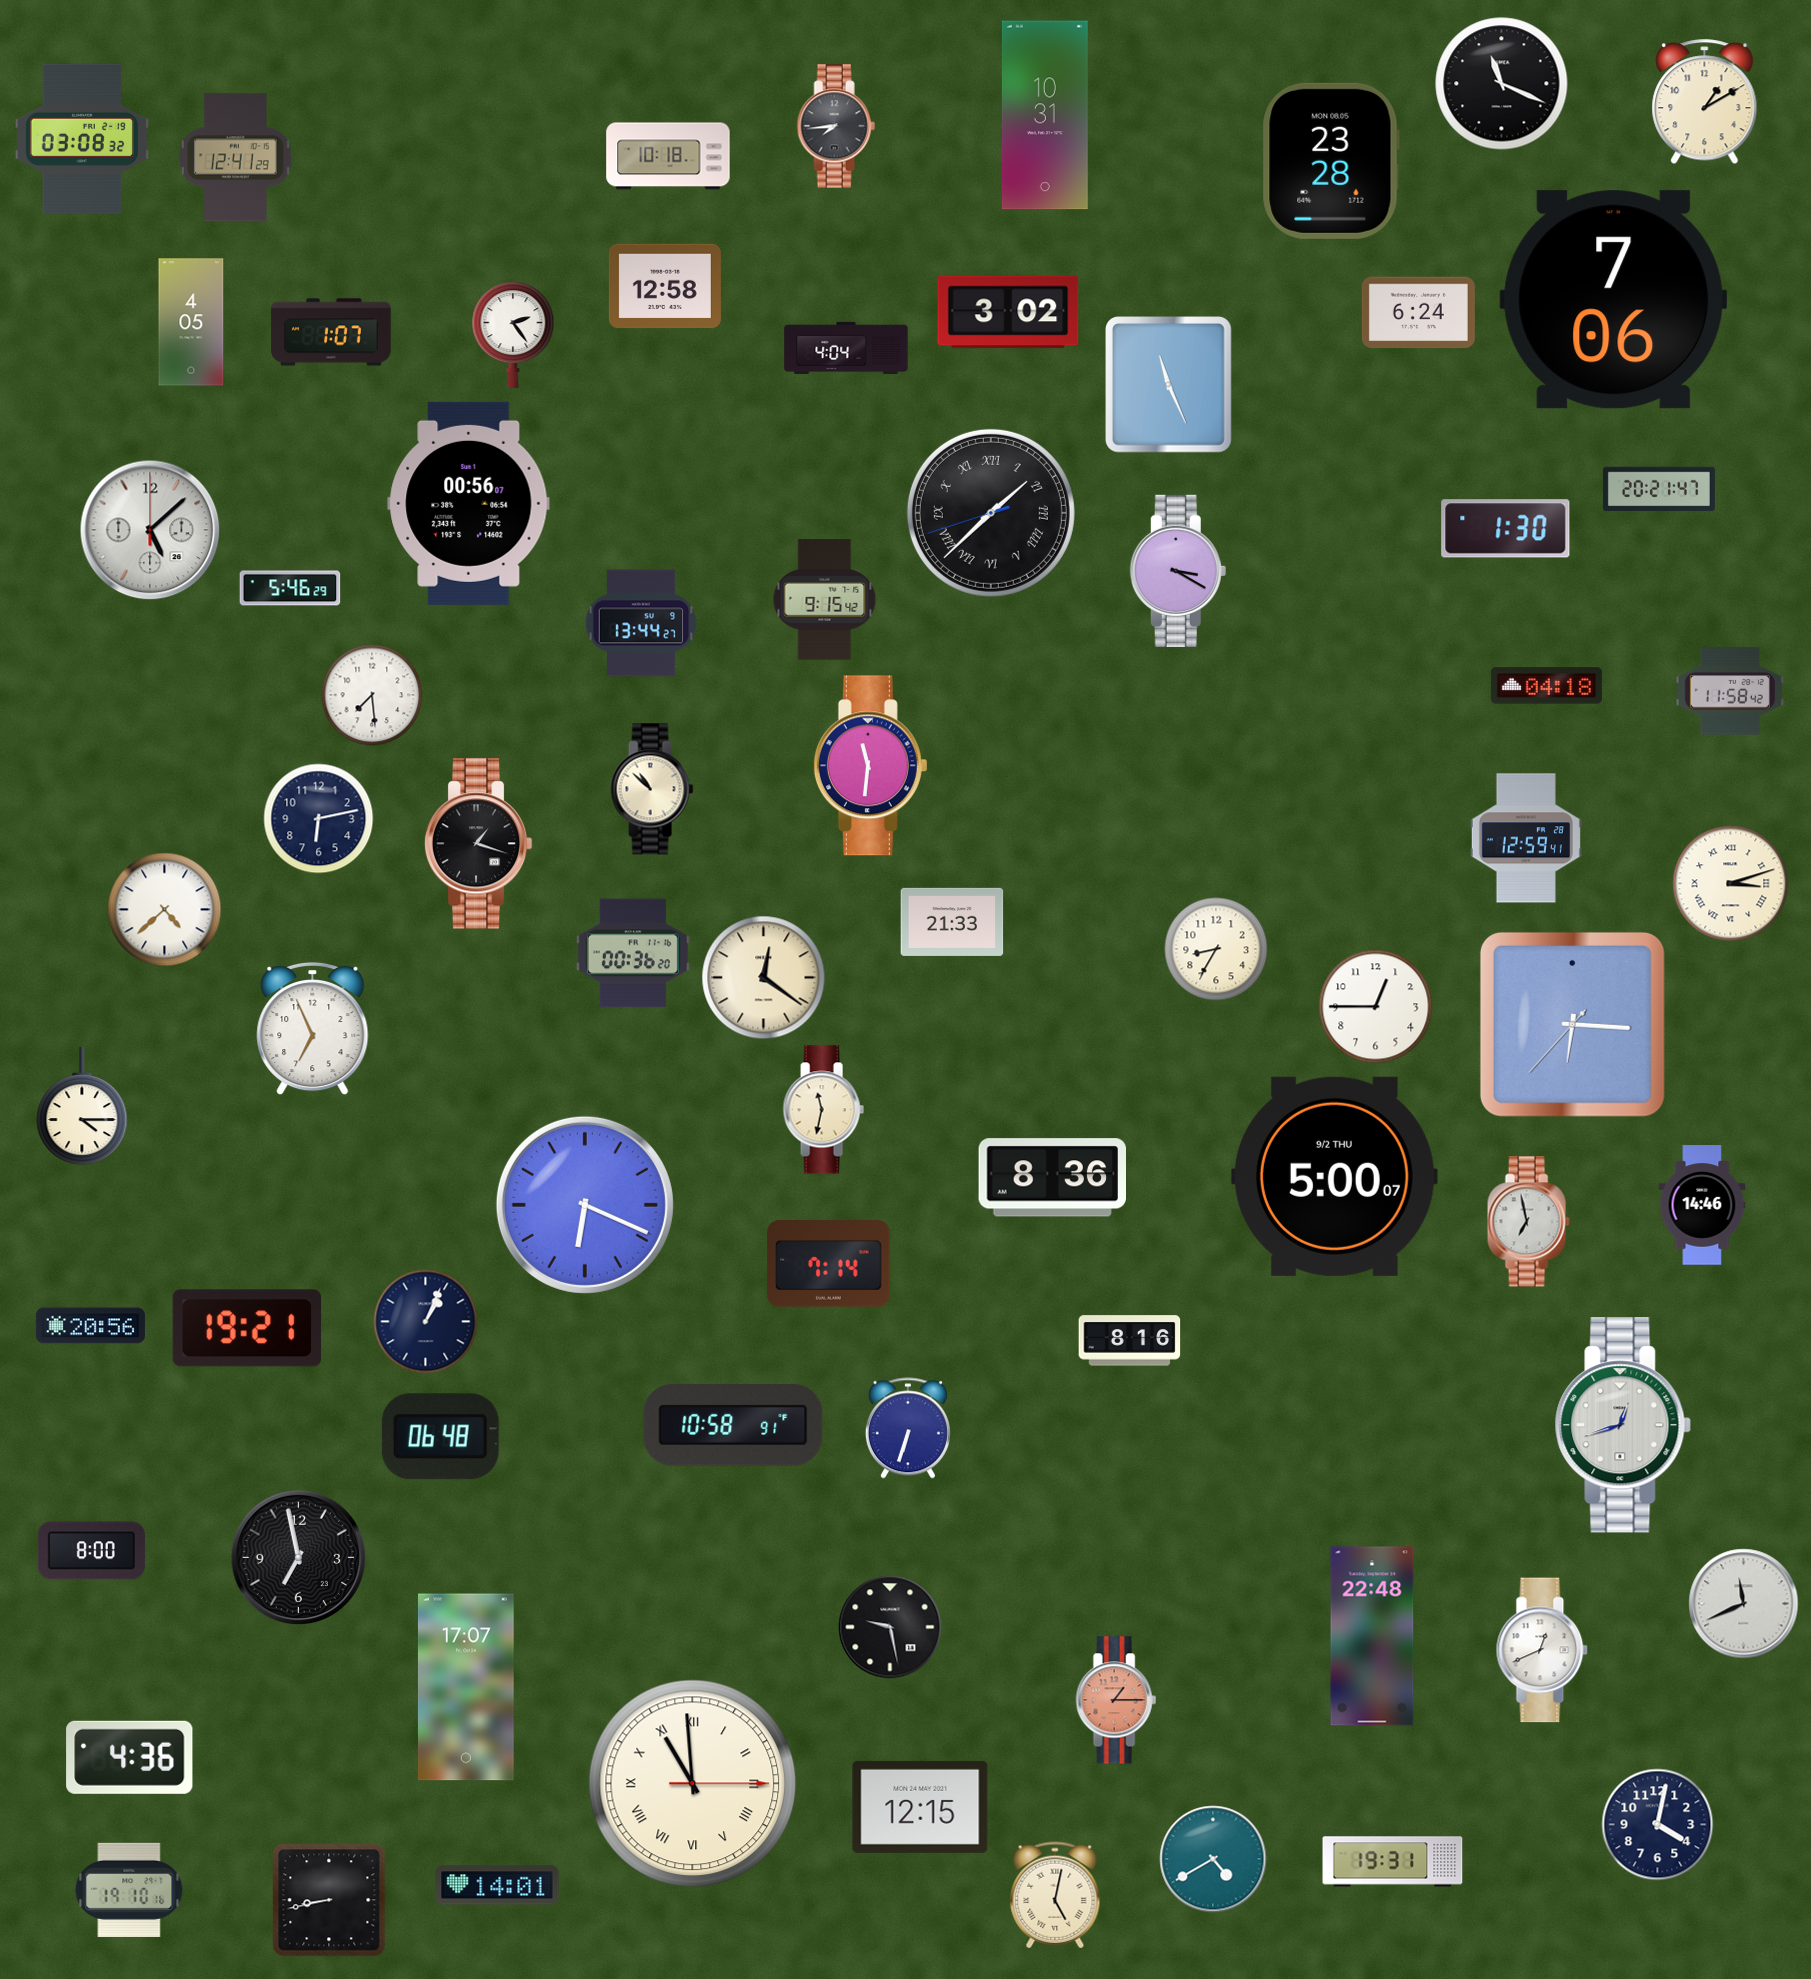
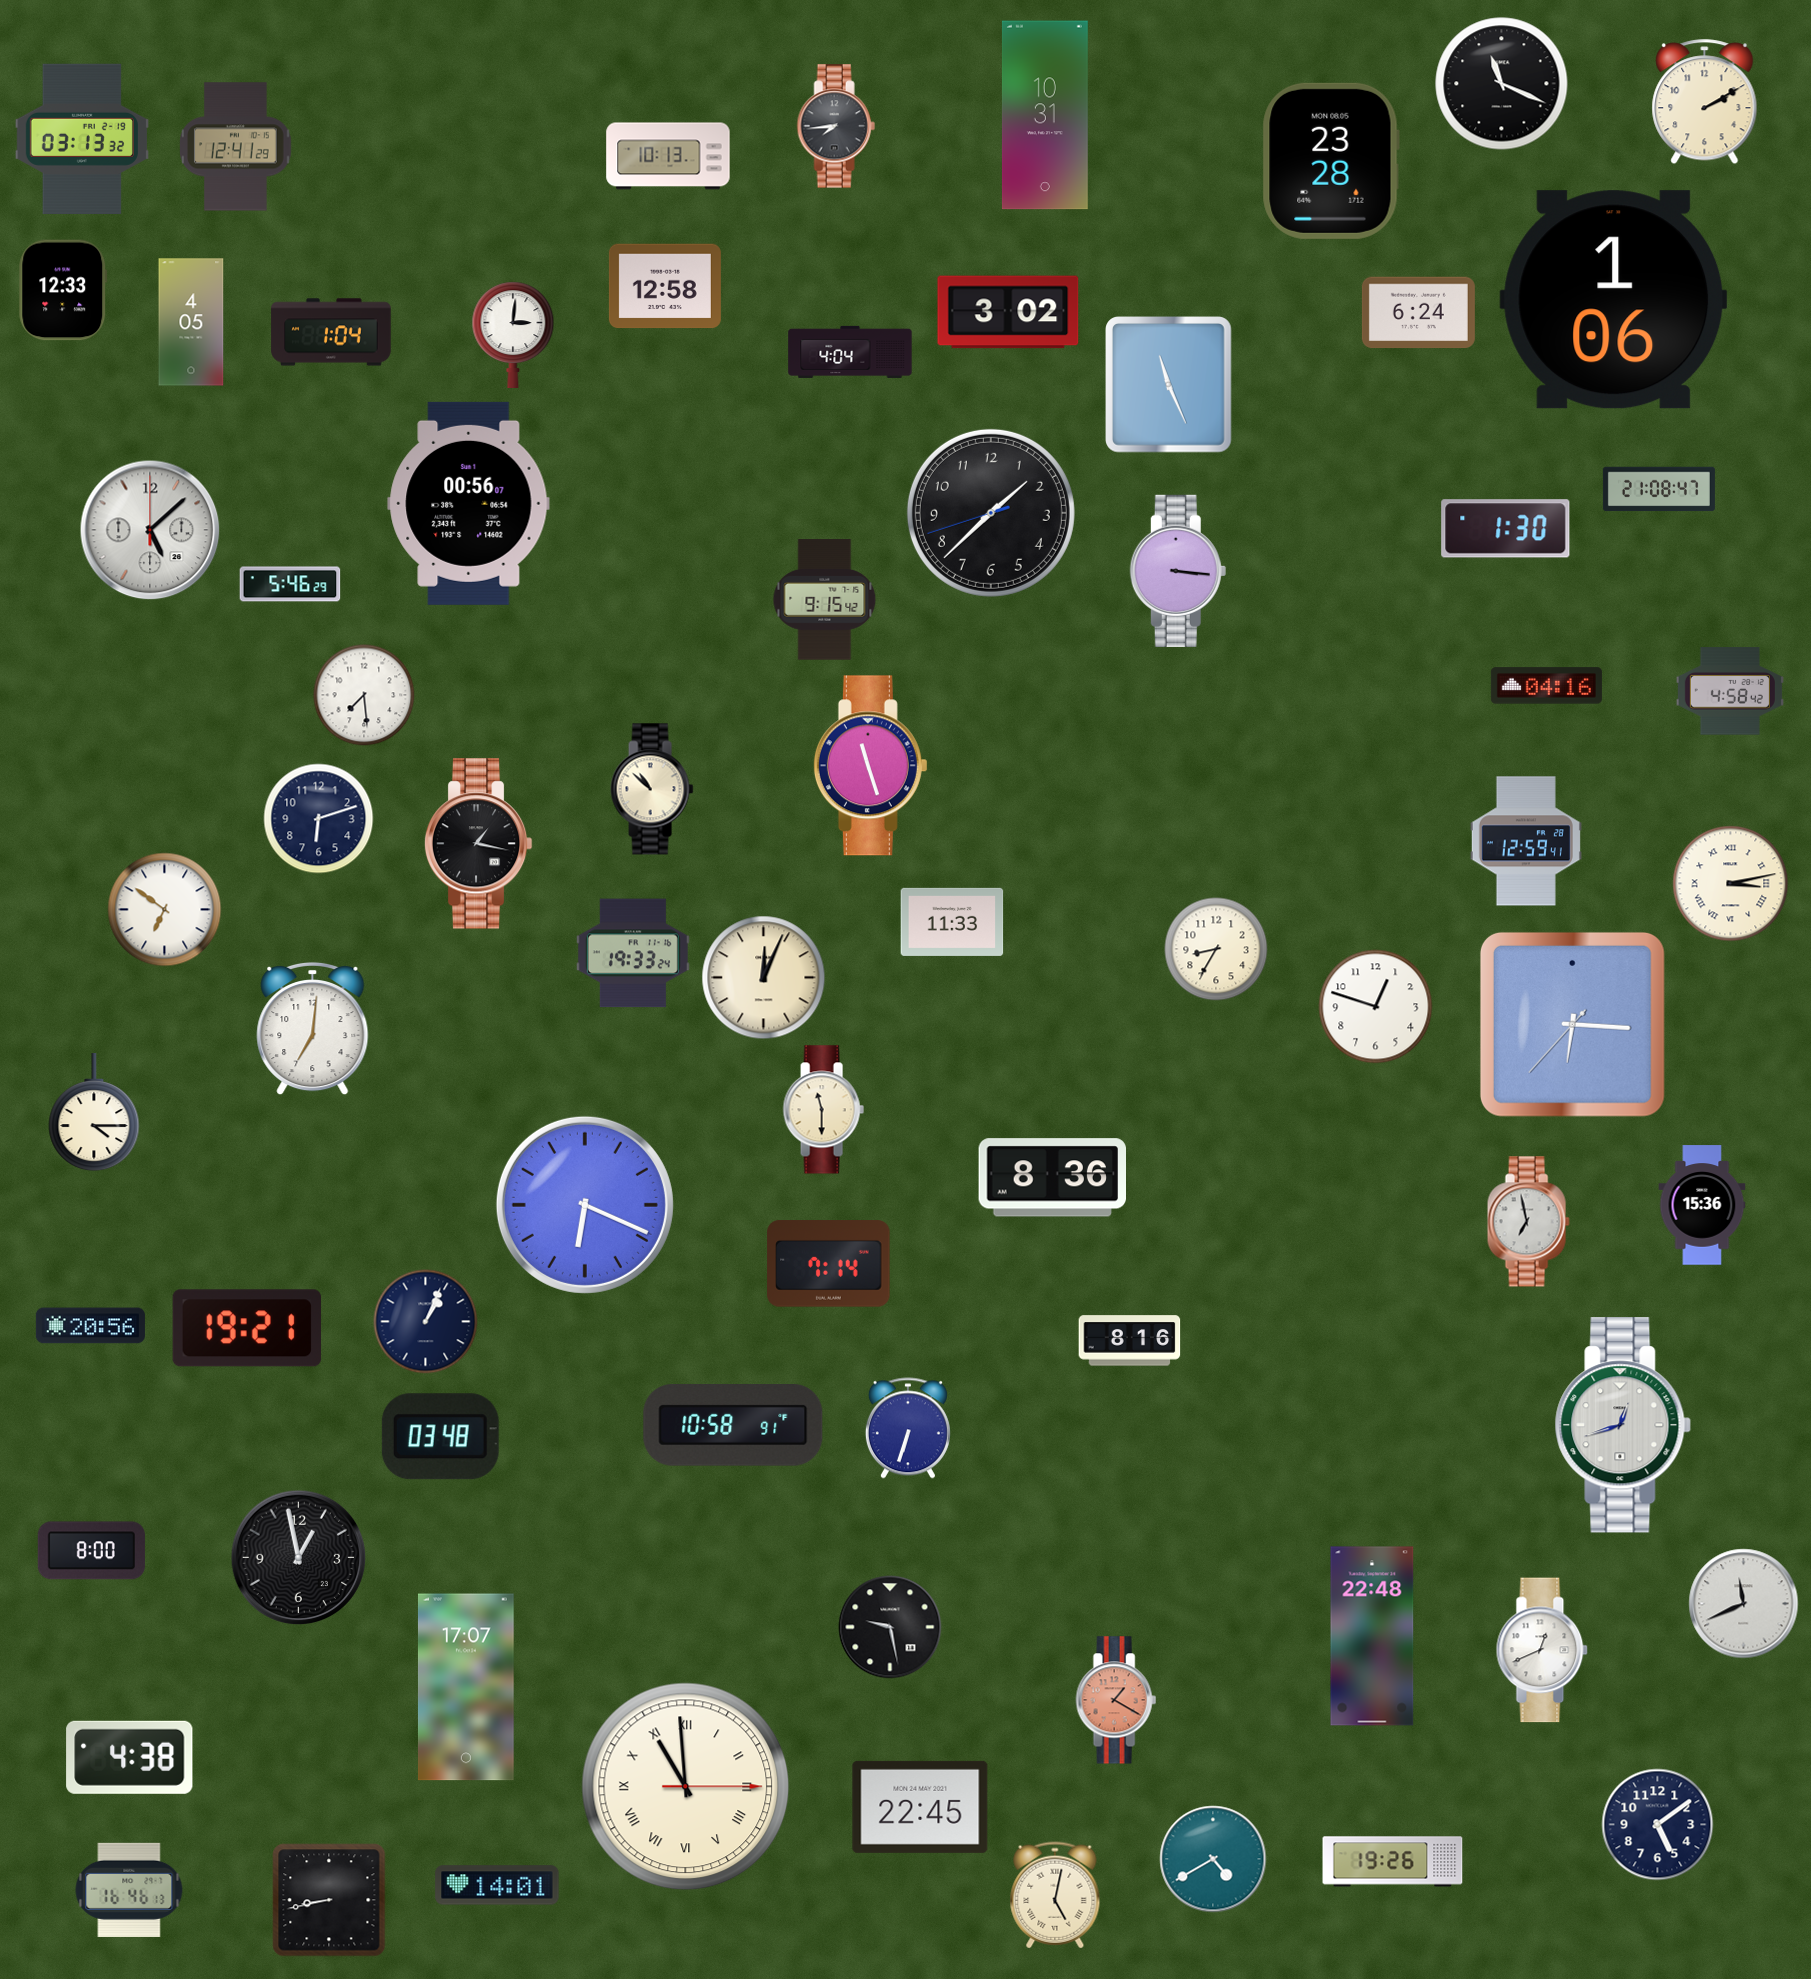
clock at (1705, 102): 1:10 -> 2:10
clock at (82, 138): 03:08 -> 03:13
clock at (668, 156): 10:18 -> 10:13
clock at (236, 158) position: (236, 158) -> (236, 147)
clock at (63, 290): none -> 12:33
clock at (1614, 300): 7:06 -> 1:06
clock at (331, 332): 1:07 -> 1:04
clock at (513, 334): 2:24 -> 3:01
clock at (846, 348) position: (846, 348) -> (850, 352)
clock at (1659, 489): 20:21 -> 21:08
clock at (991, 513) numerals: Roman -> Arabic
clock at (1178, 571): 3:20 -> 3:16
clock at (290, 588) position: (290, 588) -> (290, 584)
clock at (641, 623): 13:44 -> none
clock at (1546, 686): 04:18 -> 04:16
clock at (1730, 691): 11:58 -> 4:58
clock at (372, 695) position: (372, 695) -> (364, 695)
clock at (870, 766): 11:31 -> 11:27
clock at (319, 819): 6:13 -> 6:12
clock at (1526, 838) position: (1526, 838) -> (1526, 841)
clock at (478, 844): 1:18 -> 1:17
clock at (1731, 884): 3:12 -> 3:13
clock at (165, 910): 4:38 -> 6:51
clock at (952, 922): 21:33 -> 11:33
clock at (633, 953): 00:36 -> 19:33
clock at (764, 978): 12:21 -> 12:04
clock at (1376, 1007): 12:45 -> 12:48
clock at (313, 1029): 6:56 -> 7:01
clock at (82, 1107) position: (82, 1107) -> (94, 1113)
clock at (823, 1110): 11:32 -> 11:30
clock at (1334, 1176): 5:00 -> none
clock at (1702, 1205): 14:46 -> 15:36
clock at (440, 1437): 06:48 -> 03:48
clock at (299, 1558): 6:58 -> 12:58
clock at (1116, 1700): 1:15 -> 1:20
clock at (130, 1757): 4:36 -> 4:38
clock at (693, 1784) position: (693, 1784) -> (686, 1787)
clock at (920, 1807): 12:15 -> 22:45
clock at (1658, 1825): 4:02 -> 5:09
clock at (1393, 1862): 19:31 -> 19:26
clock at (129, 1890): 19:10 -> 16:46
